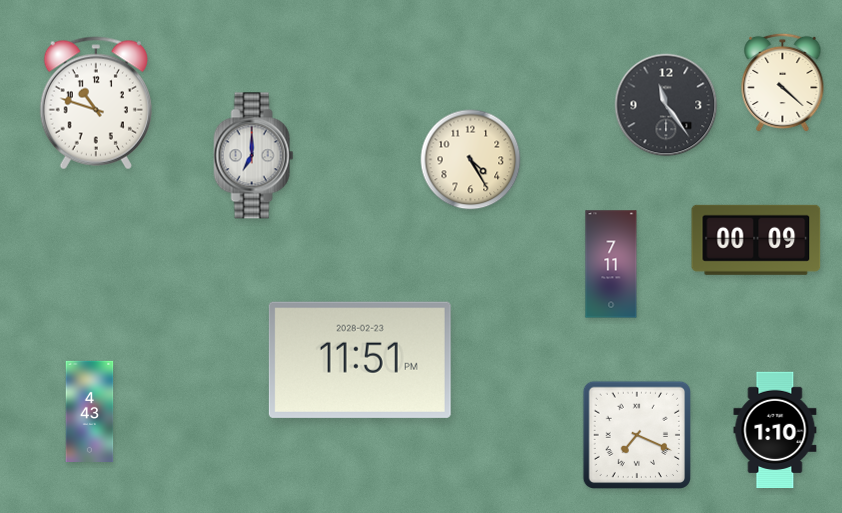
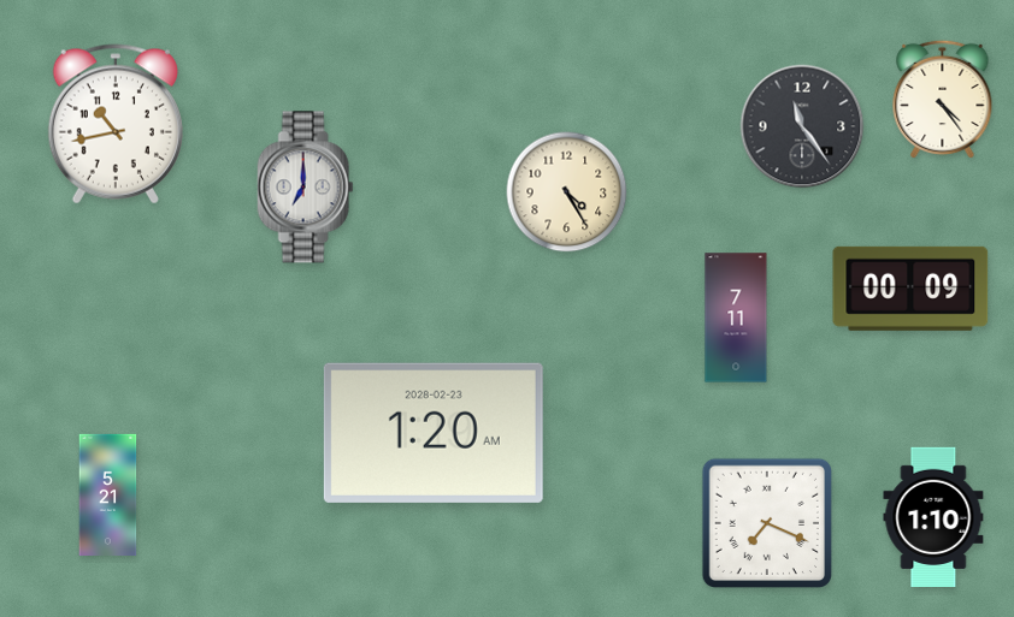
clock at (783, 83): 4:22 -> 4:24
clock at (96, 103): 10:48 -> 10:43
clock at (360, 360): 11:51 -> 1:20
clock at (90, 411): 4:43 -> 5:21
